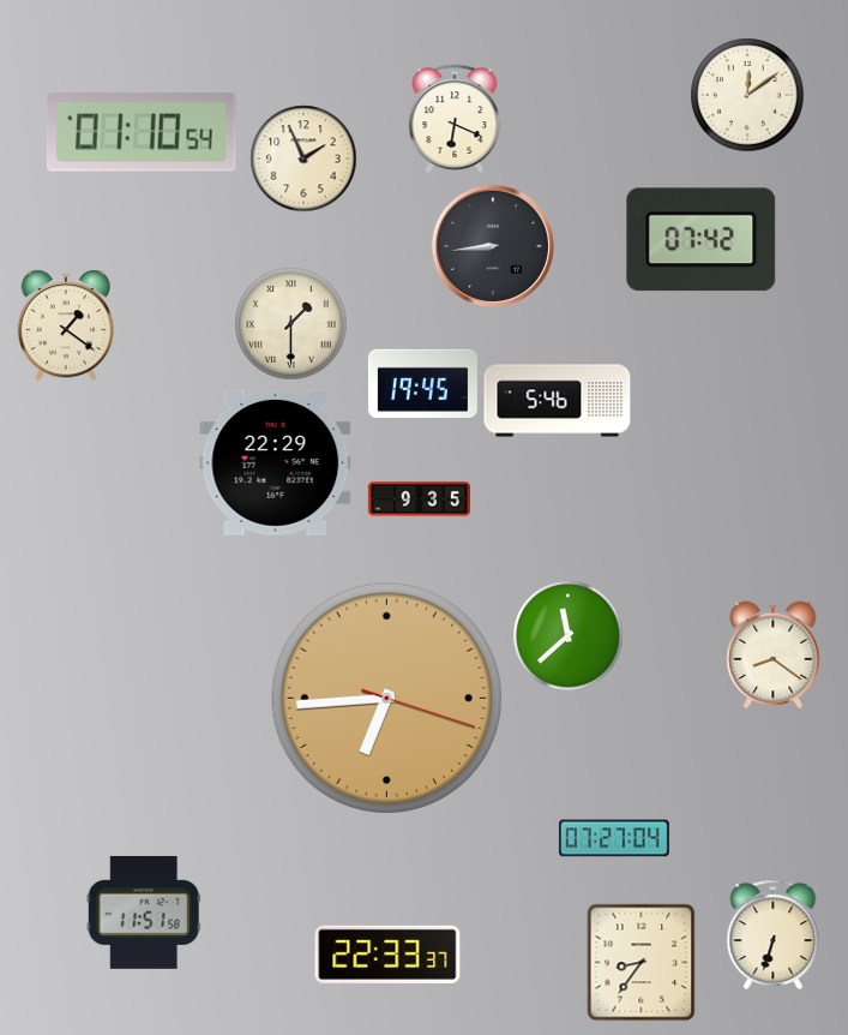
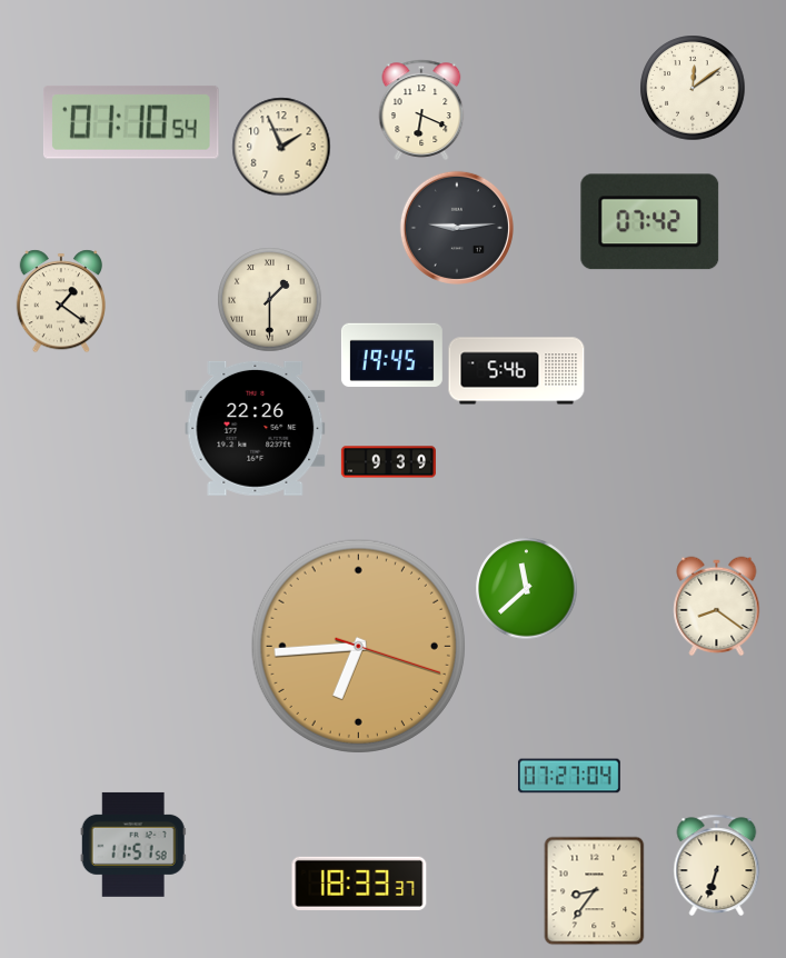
clock at (493, 246): 8:44 -> 9:14
clock at (276, 462): 22:29 -> 22:26
clock at (419, 499): 9:35 -> 9:39
clock at (387, 955): 22:33 -> 18:33
